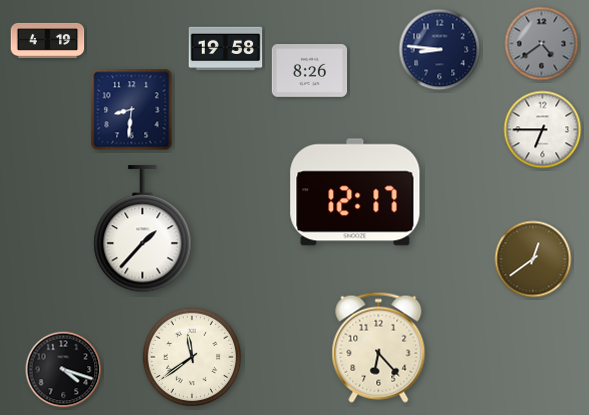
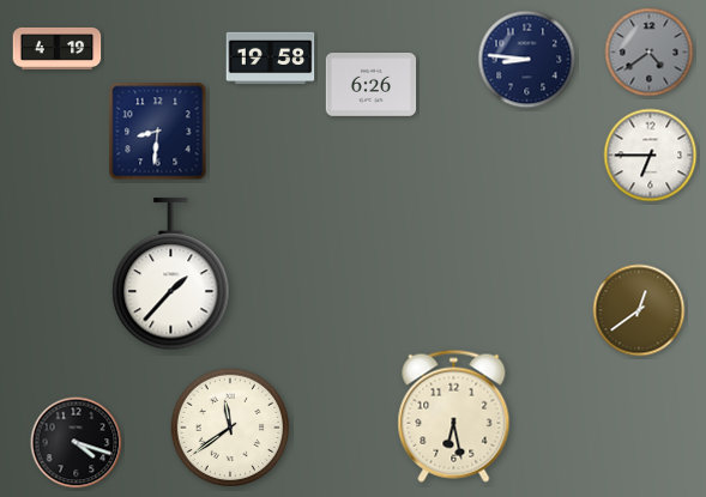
clock at (310, 71): 8:26 -> 6:26
clock at (355, 192): 12:17 -> none
clock at (379, 347): 6:23 -> 6:28
